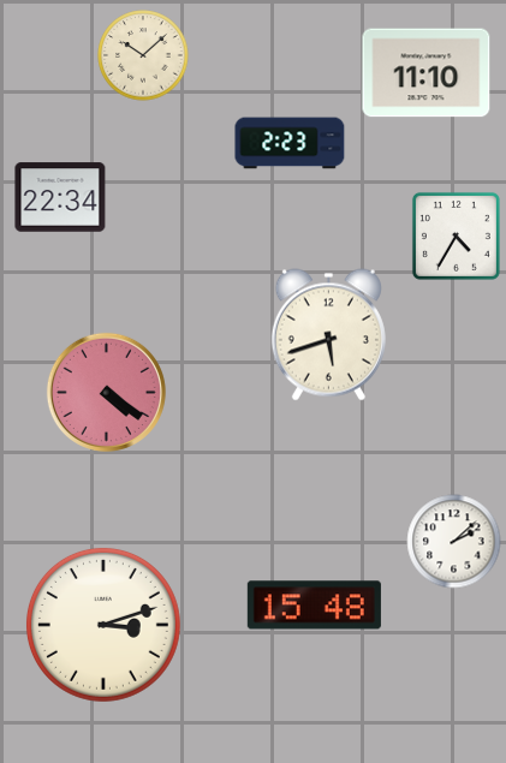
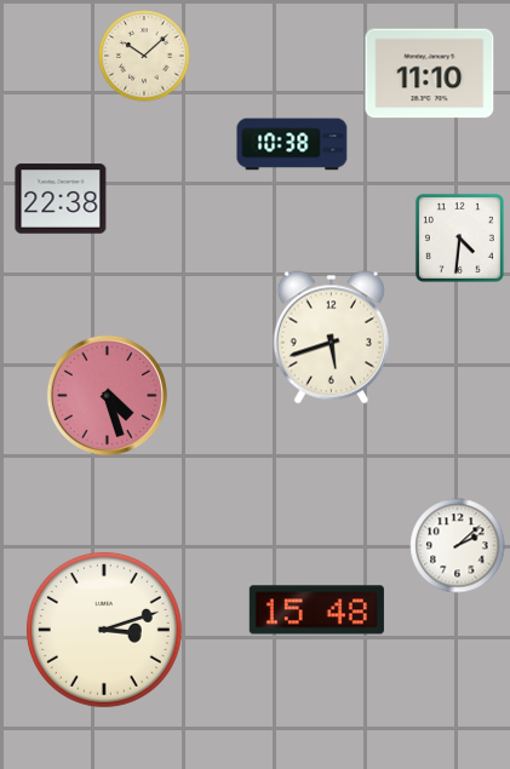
clock at (290, 143): 2:23 -> 10:38
clock at (60, 197): 22:34 -> 22:38
clock at (456, 236): 4:35 -> 4:31
clock at (106, 392): 4:21 -> 4:27
